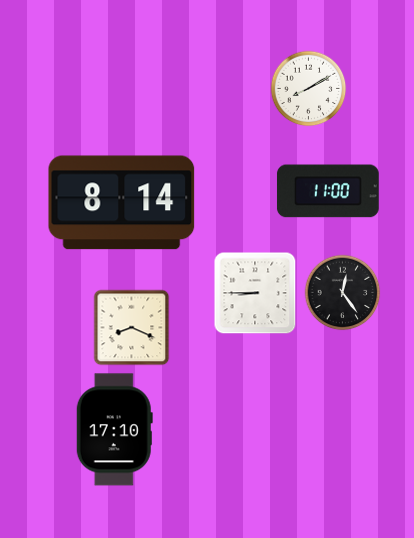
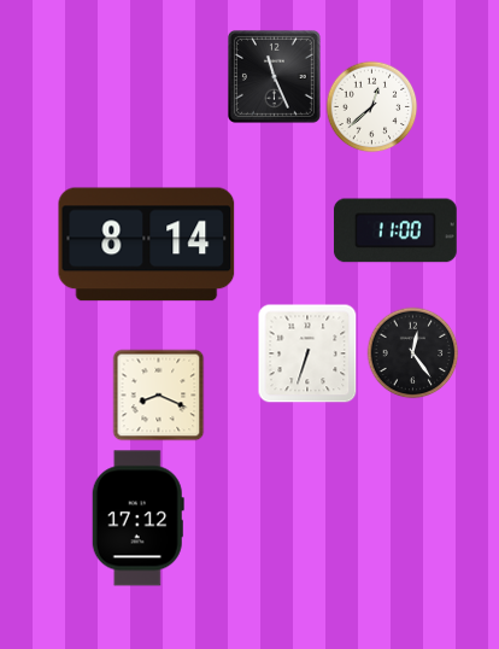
clock at (274, 76): none -> 11:26
clock at (309, 89): 8:10 -> 12:38
clock at (255, 293): 8:45 -> 6:33
clock at (114, 430): 17:10 -> 17:12
